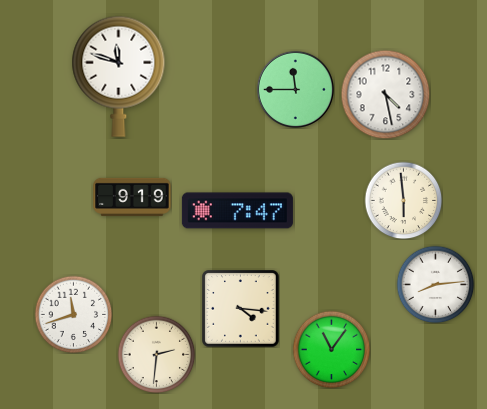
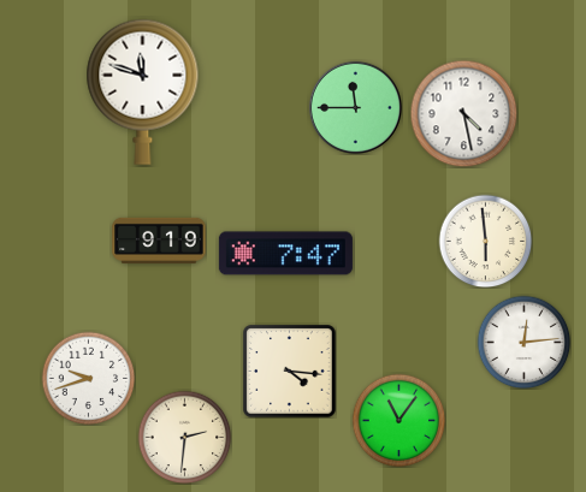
clock at (132, 197) position: (132, 197) -> (159, 241)
clock at (435, 284): 8:14 -> 12:14
clock at (73, 314): 11:42 -> 9:42
clock at (156, 354) position: (156, 354) -> (184, 437)
